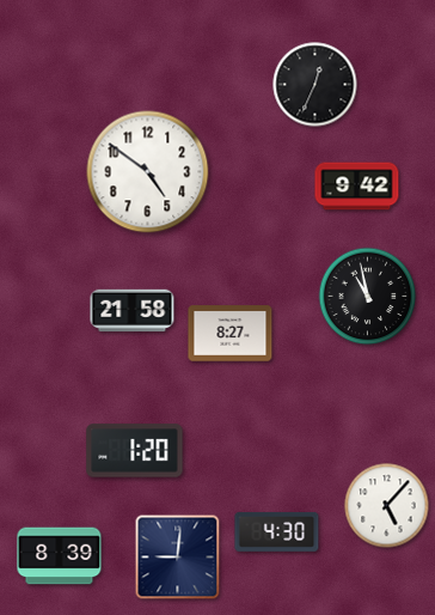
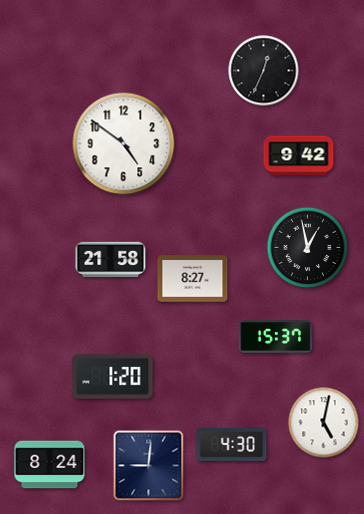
clock at (368, 297): 10:58 -> 12:58
clock at (276, 337): none -> 15:37
clock at (387, 506): 5:07 -> 5:02
clock at (60, 556): 8:39 -> 8:24
